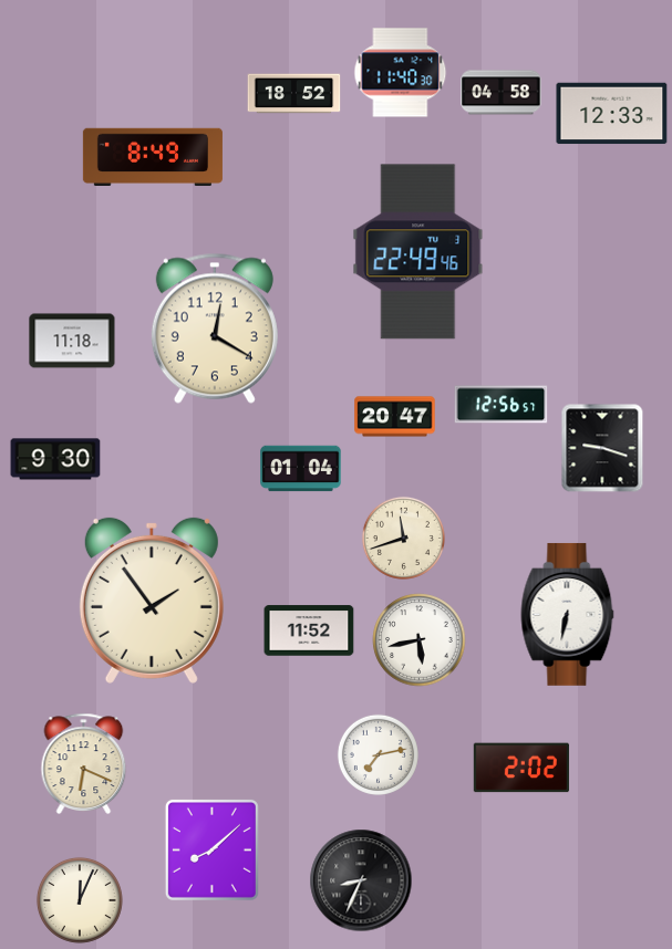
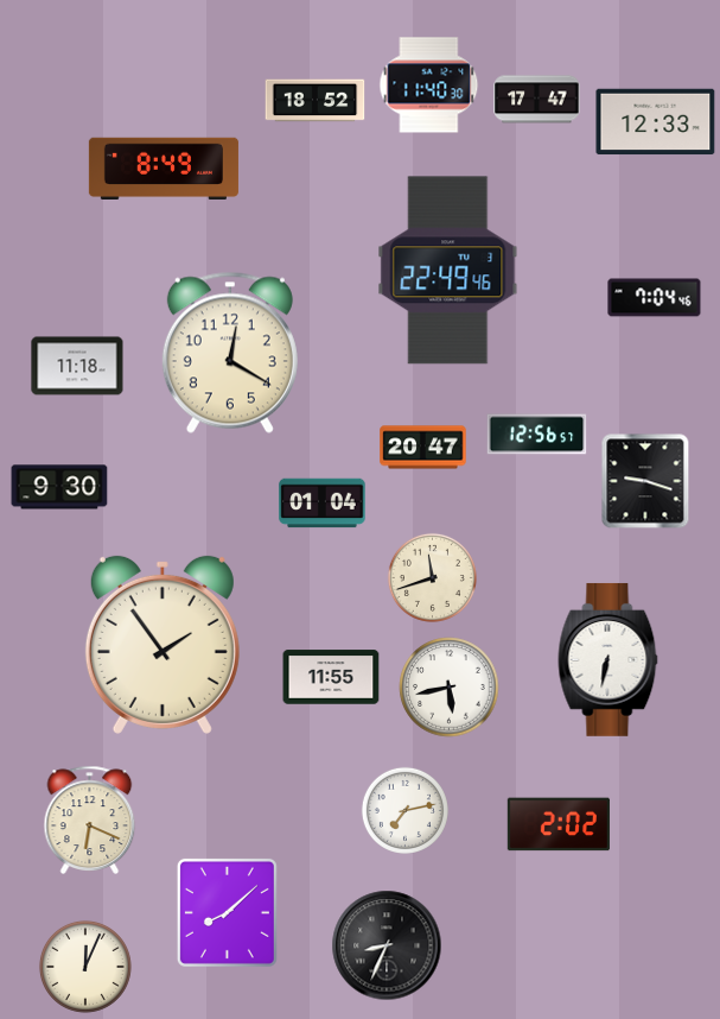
clock at (401, 73) position: (401, 73) -> (429, 86)
clock at (502, 93): 04:58 -> 17:47
clock at (655, 298): none -> 7:04
clock at (55, 459) position: (55, 459) -> (59, 487)
clock at (309, 630): 11:52 -> 11:55
